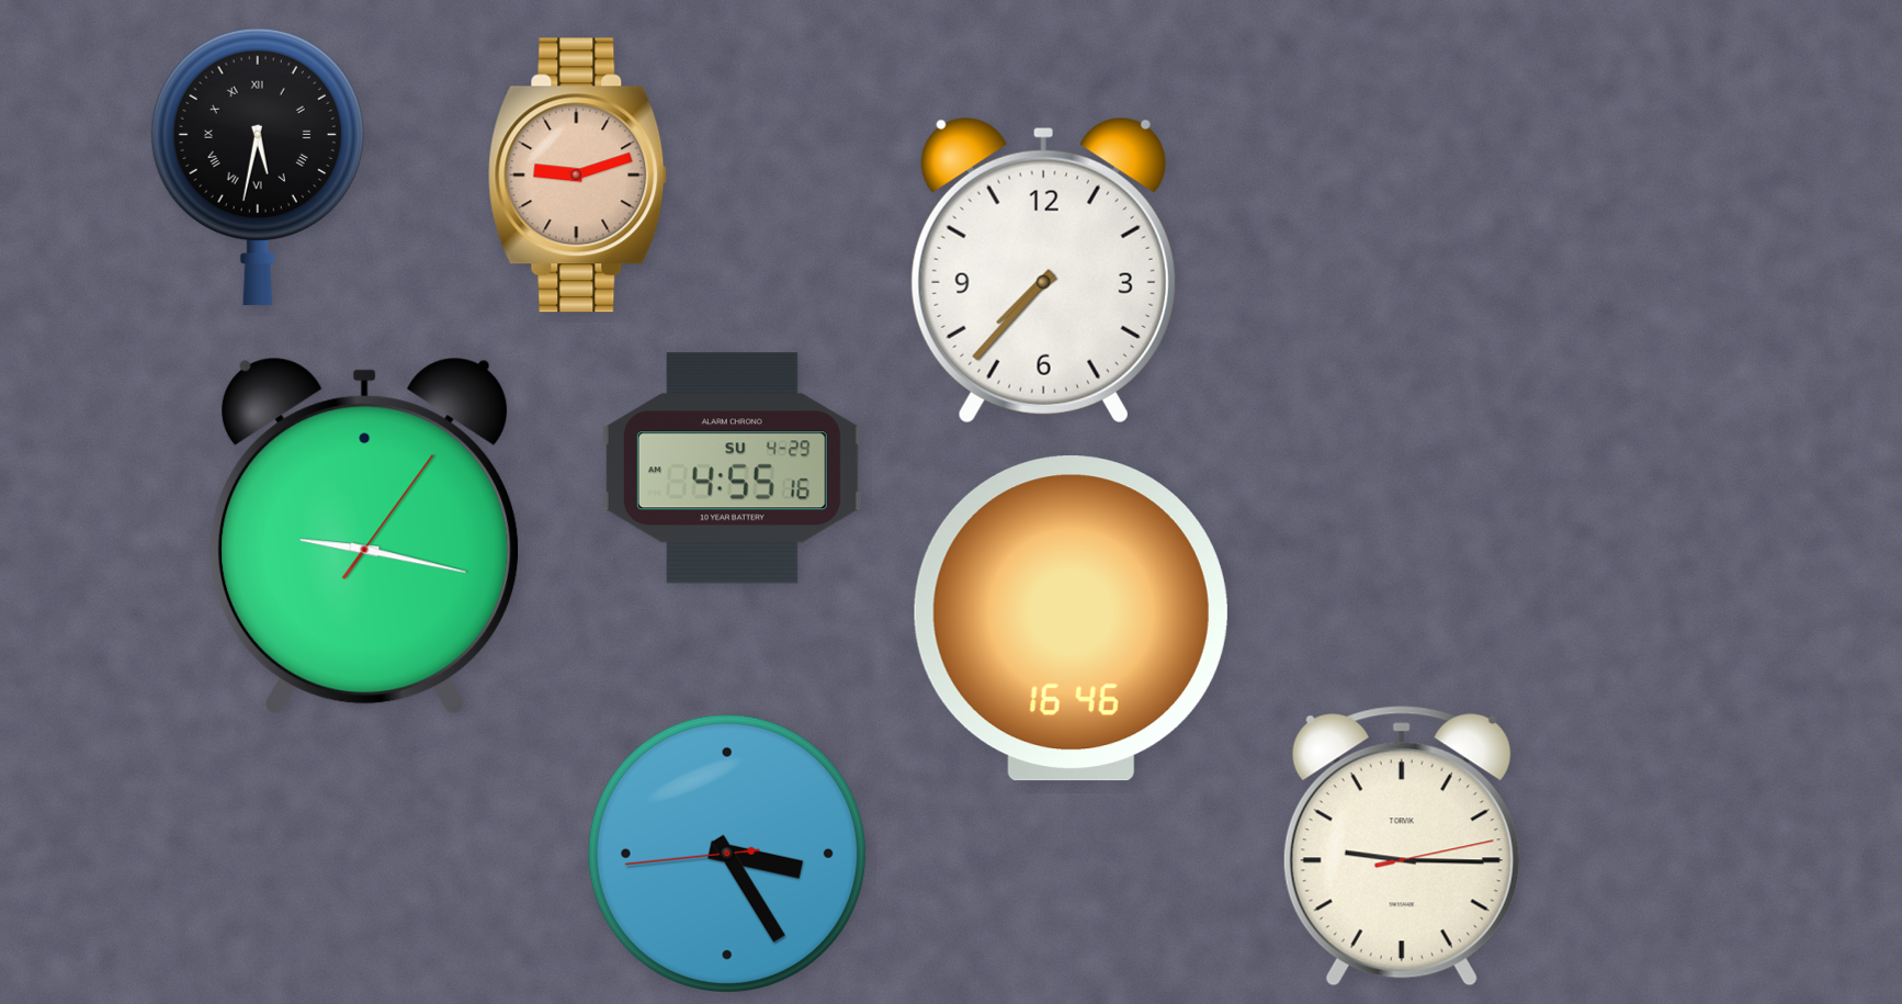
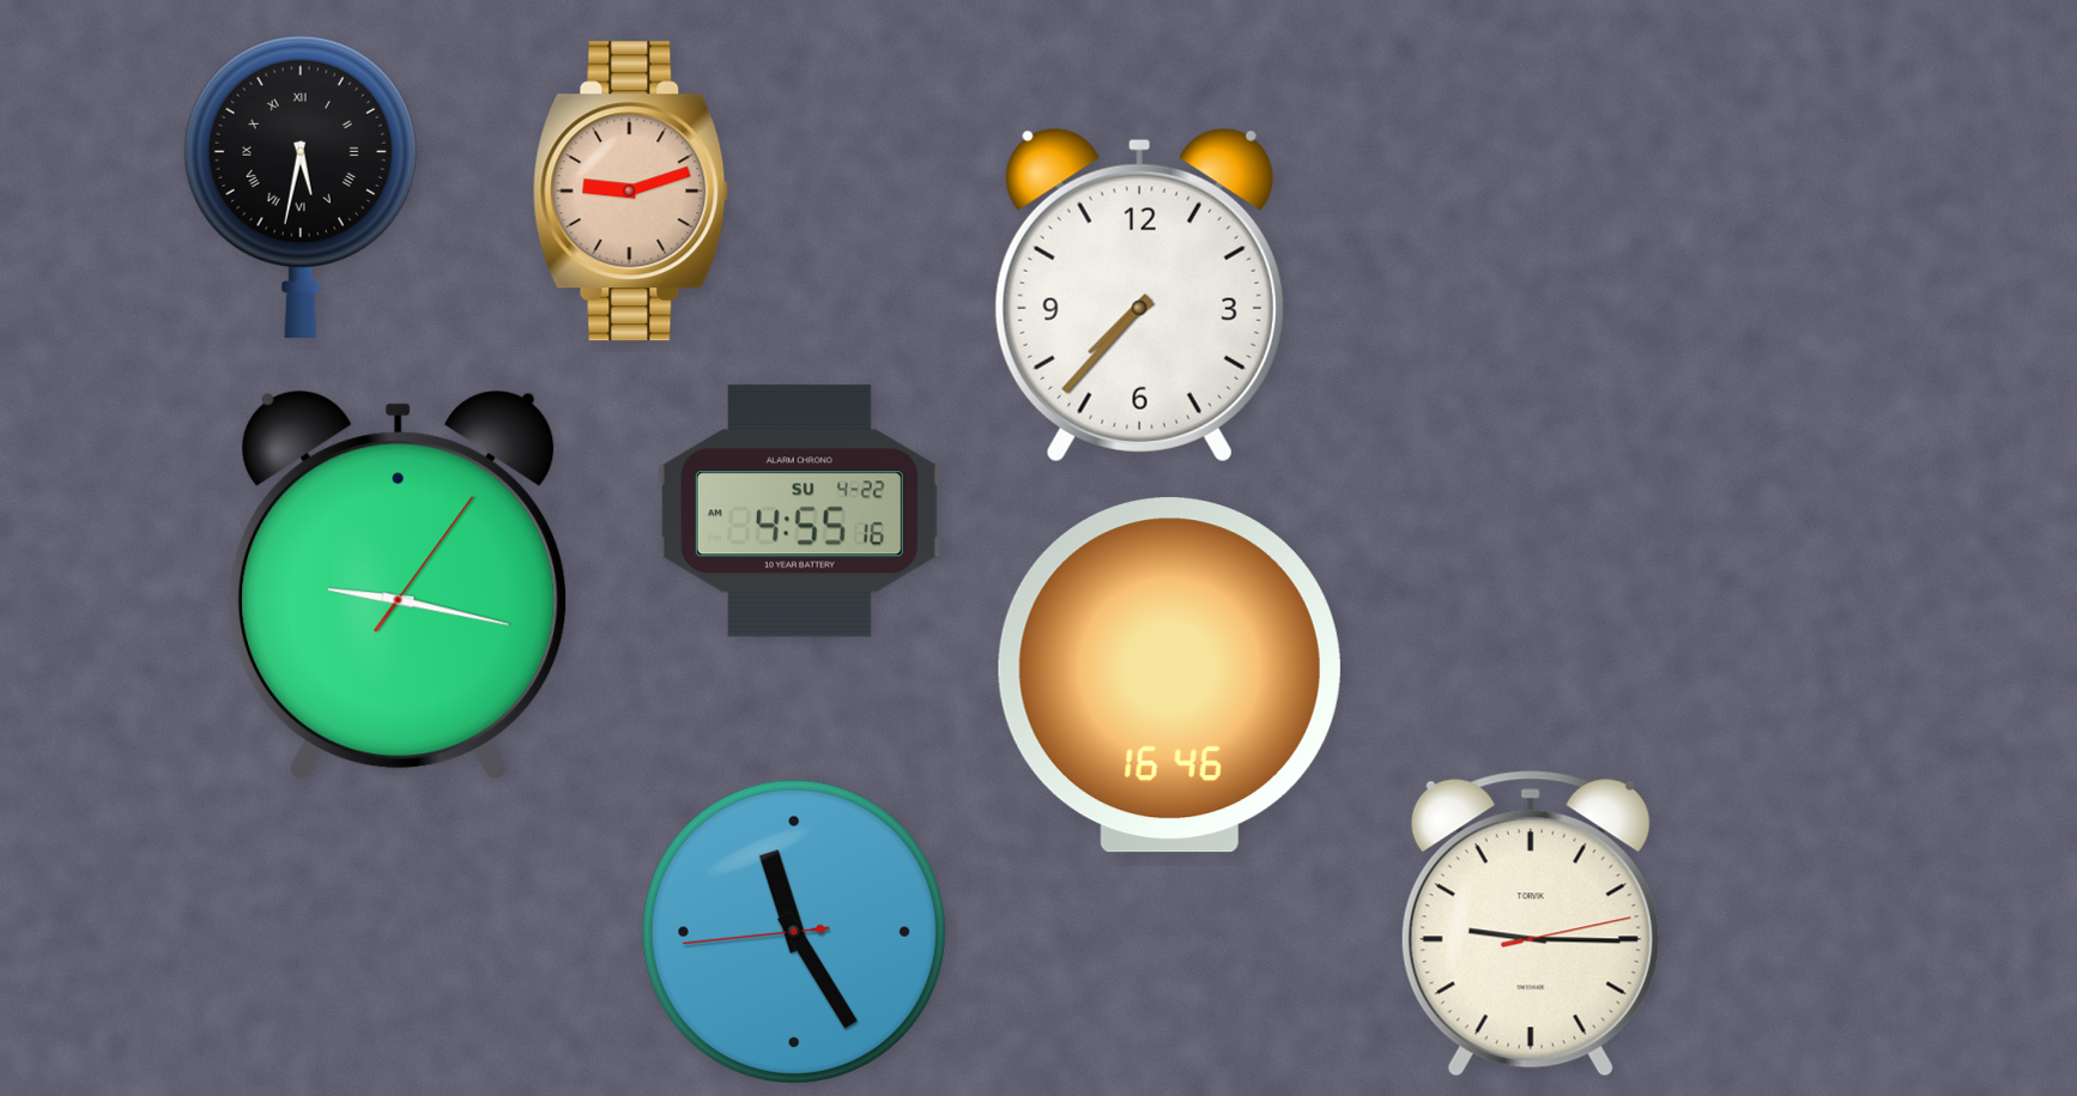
clock at (258, 167) position: (258, 167) -> (301, 187)
clock at (732, 469) date: SU 4-29 -> SU 4-22
clock at (727, 854): 3:24 -> 11:24
